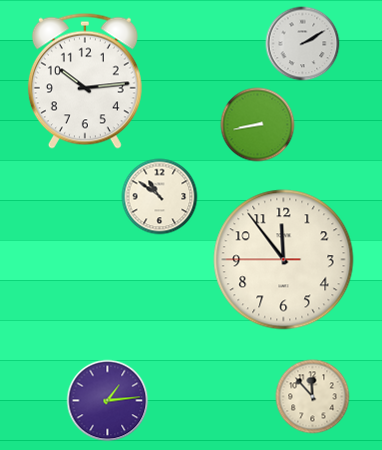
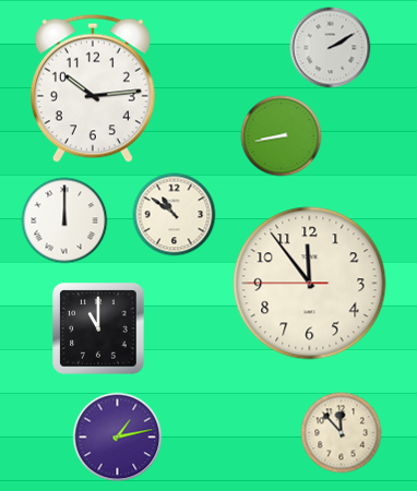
clock at (64, 220): none -> 12:00
clock at (98, 328): none -> 11:00
clock at (108, 401): 1:14 -> 1:13
